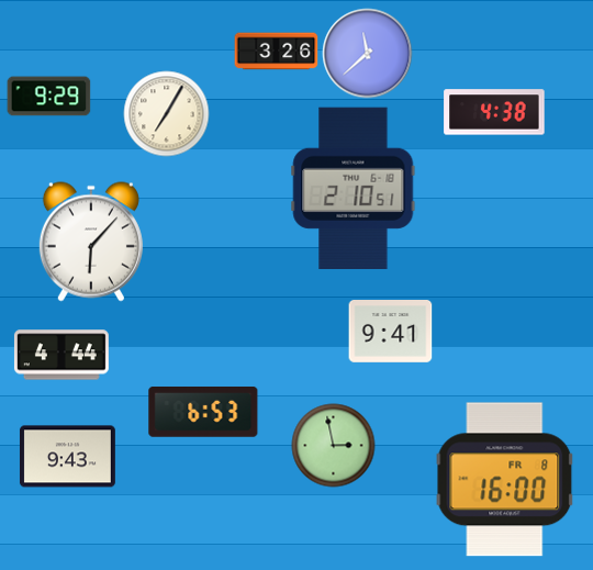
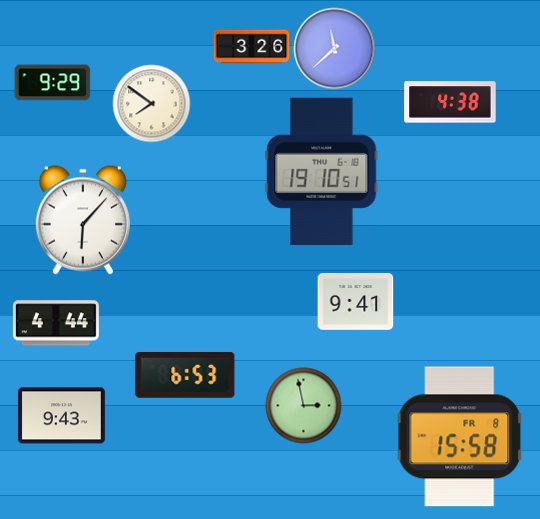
clock at (49, 97) position: (49, 97) -> (53, 83)
clock at (167, 114): 7:05 -> 7:51
clock at (354, 188): 2:10 -> 19:10
clock at (505, 480): 16:00 -> 15:58
